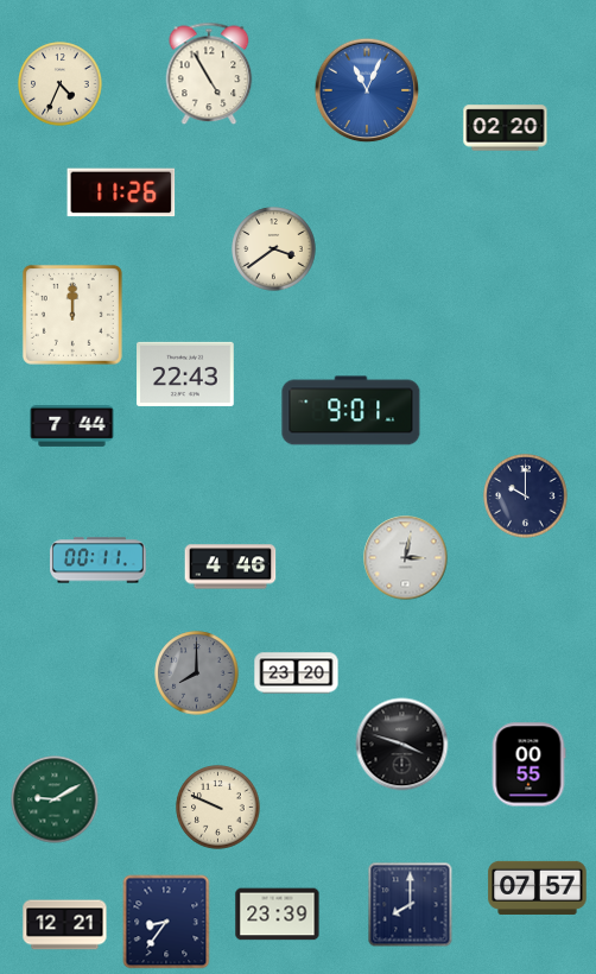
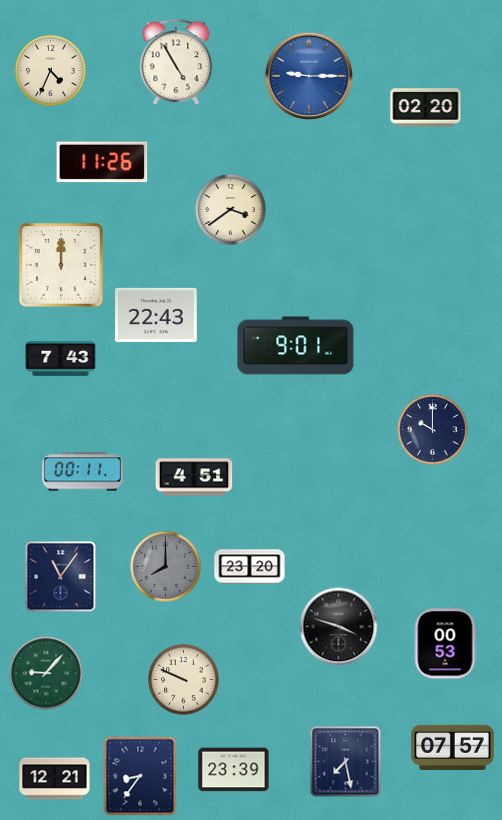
clock at (367, 90): 11:04 -> 9:15
clock at (72, 426): 7:44 -> 7:43
clock at (526, 497) position: (526, 497) -> (433, 430)
clock at (406, 558): 3:02 -> none
clock at (230, 567): 4:46 -> 4:51
clock at (61, 577): none -> 11:06
clock at (528, 765): 00:55 -> 00:53
clock at (55, 799): 9:10 -> 9:07
clock at (411, 905): 8:00 -> 7:28
